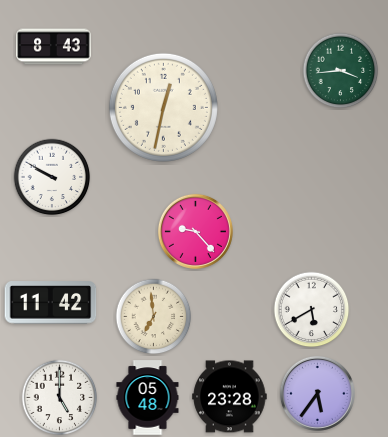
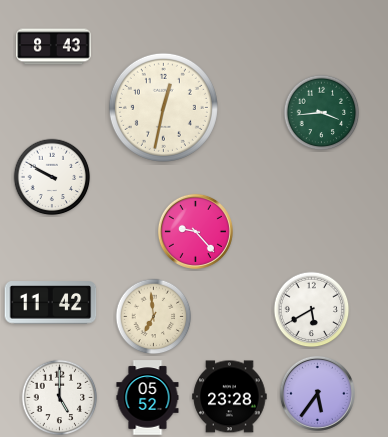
clock at (341, 71) position: (341, 71) -> (322, 113)
clock at (148, 398): 05:48 -> 05:52
